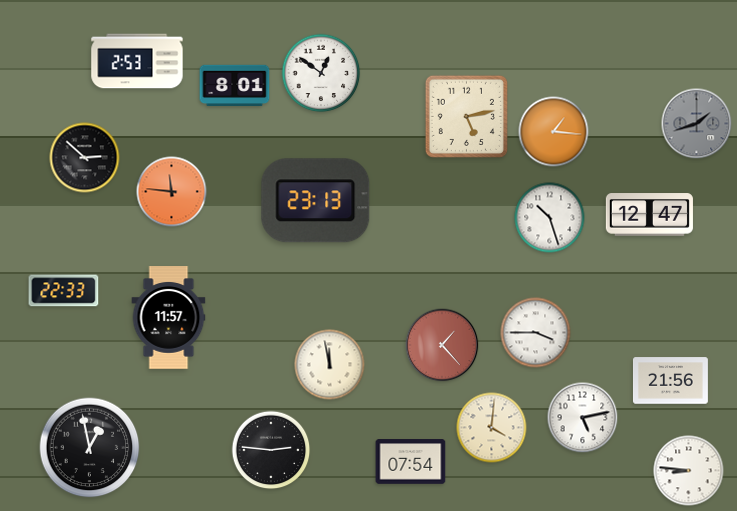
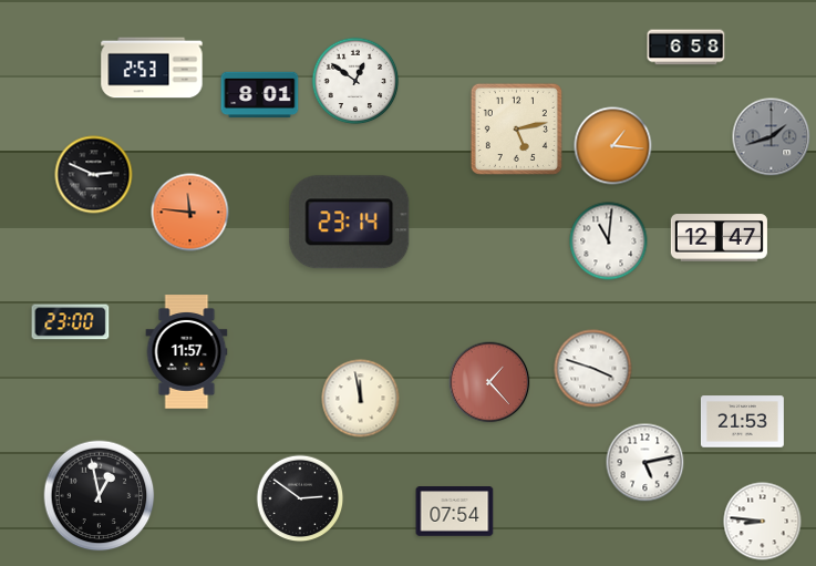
clock at (686, 48): none -> 6:58
clock at (85, 158): 2:52 -> 2:49
clock at (316, 201): 23:13 -> 23:14
clock at (550, 218): 10:27 -> 11:01
clock at (64, 291): 22:33 -> 23:00
clock at (536, 333): 3:45 -> 3:48
clock at (330, 365) position: (330, 365) -> (361, 399)
clock at (670, 381): 21:56 -> 21:53
clock at (492, 428): 4:01 -> none
clock at (271, 450): 2:46 -> 2:51
